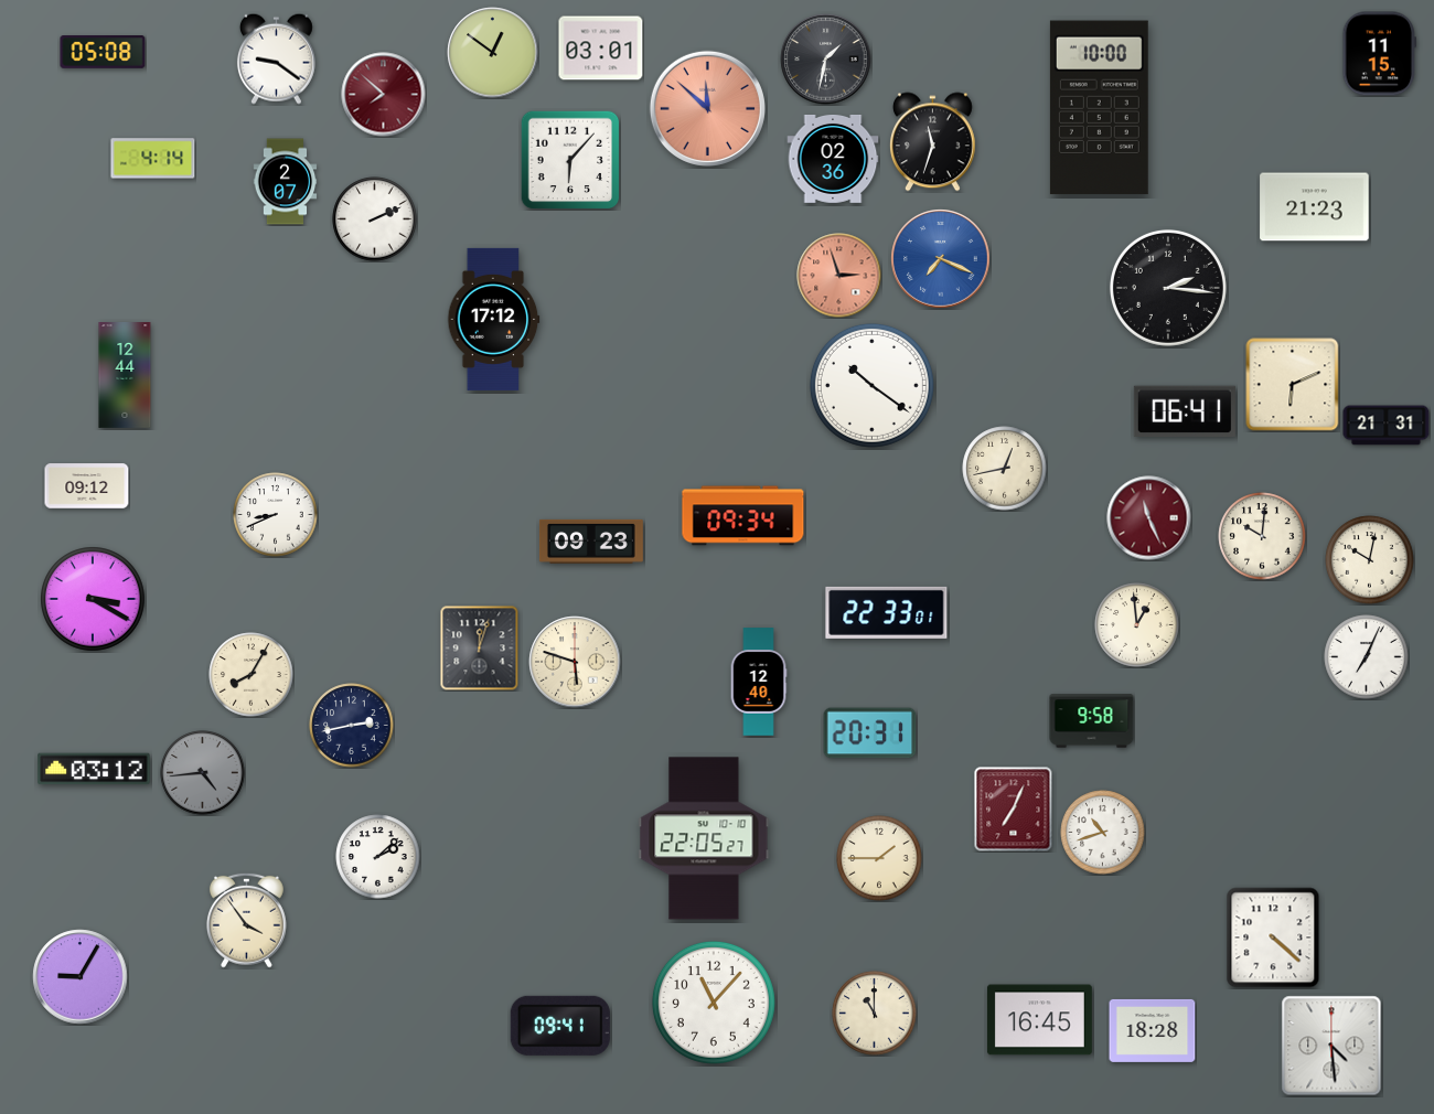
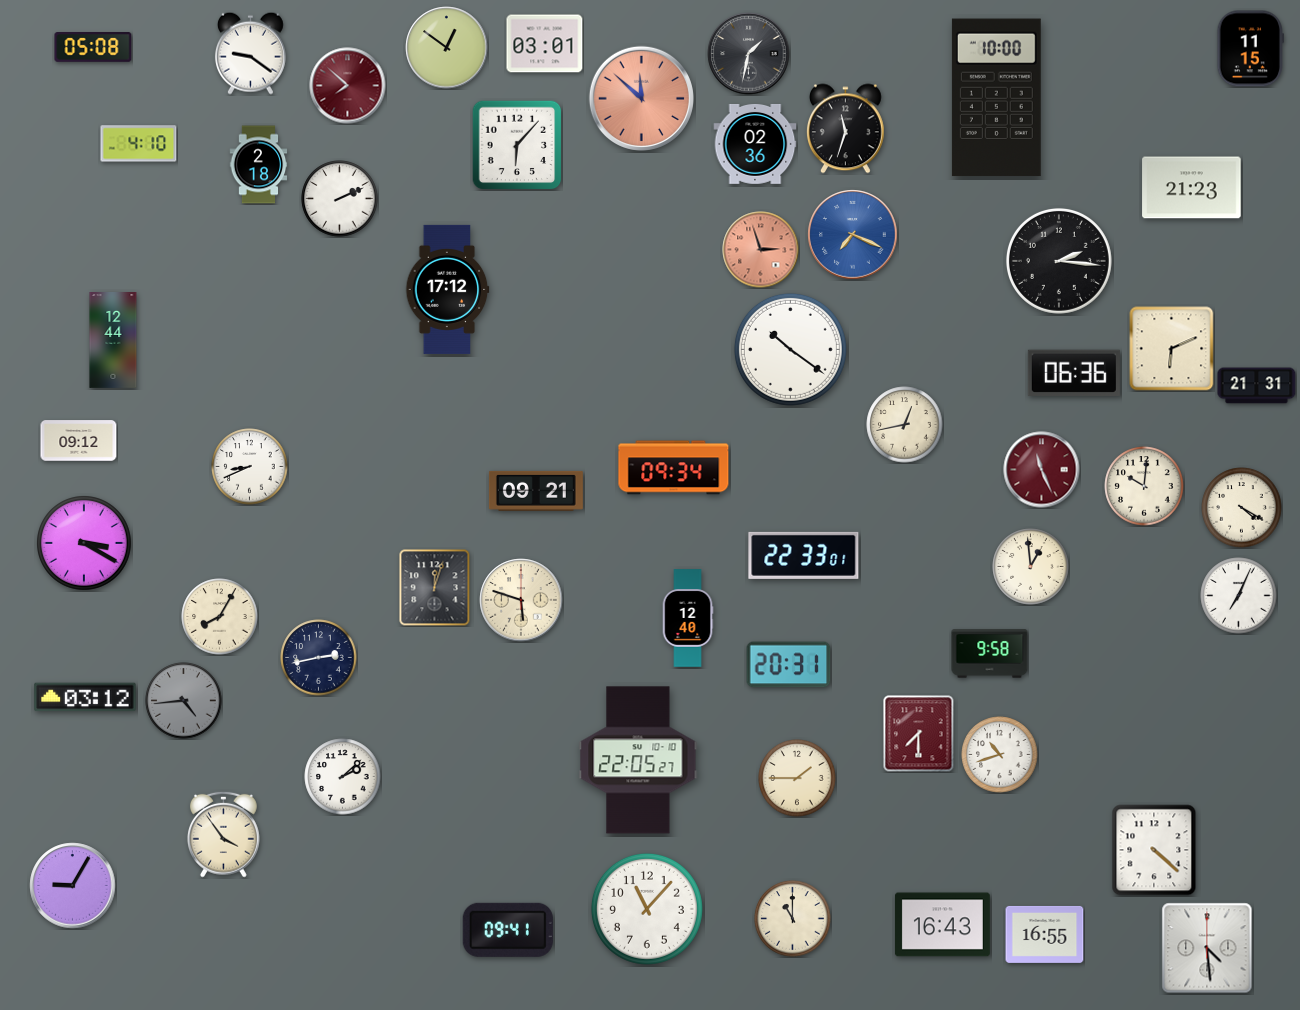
clock at (153, 159): 4:14 -> 4:10
clock at (286, 182): 2:07 -> 2:18
clock at (1185, 410): 06:41 -> 06:36
clock at (1005, 469) position: (1005, 469) -> (905, 425)
clock at (591, 542): 09:23 -> 09:21
clock at (1370, 560): 10:02 -> 4:20
clock at (252, 675) position: (252, 675) -> (220, 617)
clock at (1014, 810): 7:04 -> 7:30
clock at (1039, 1020): 16:45 -> 16:43
clock at (1153, 1030): 18:28 -> 16:55
